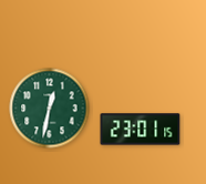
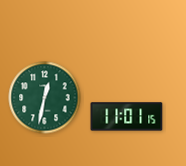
clock at (141, 130): 23:01 -> 11:01
